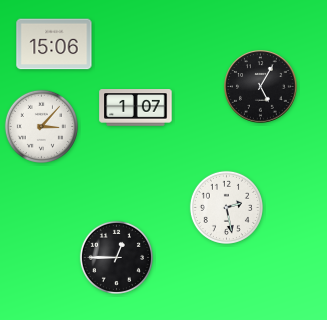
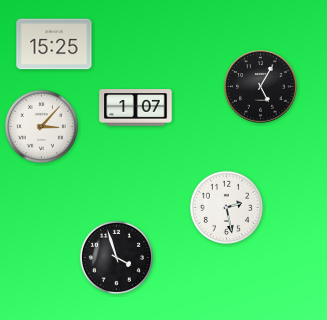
clock at (54, 44): 15:06 -> 15:25
clock at (116, 257): 12:45 -> 3:57
